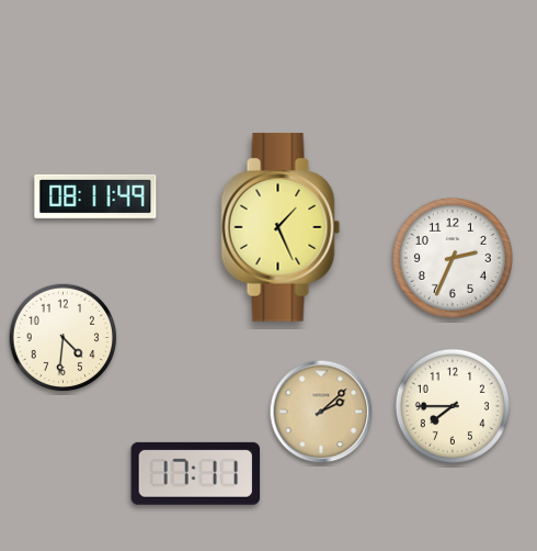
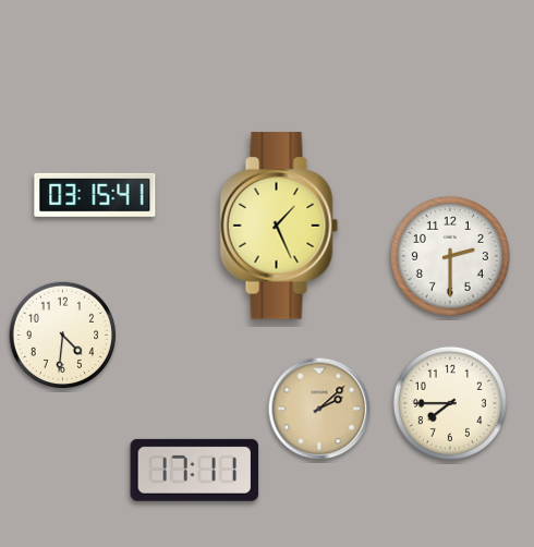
clock at (95, 196): 08:11 -> 03:15
clock at (453, 258): 2:34 -> 2:30
